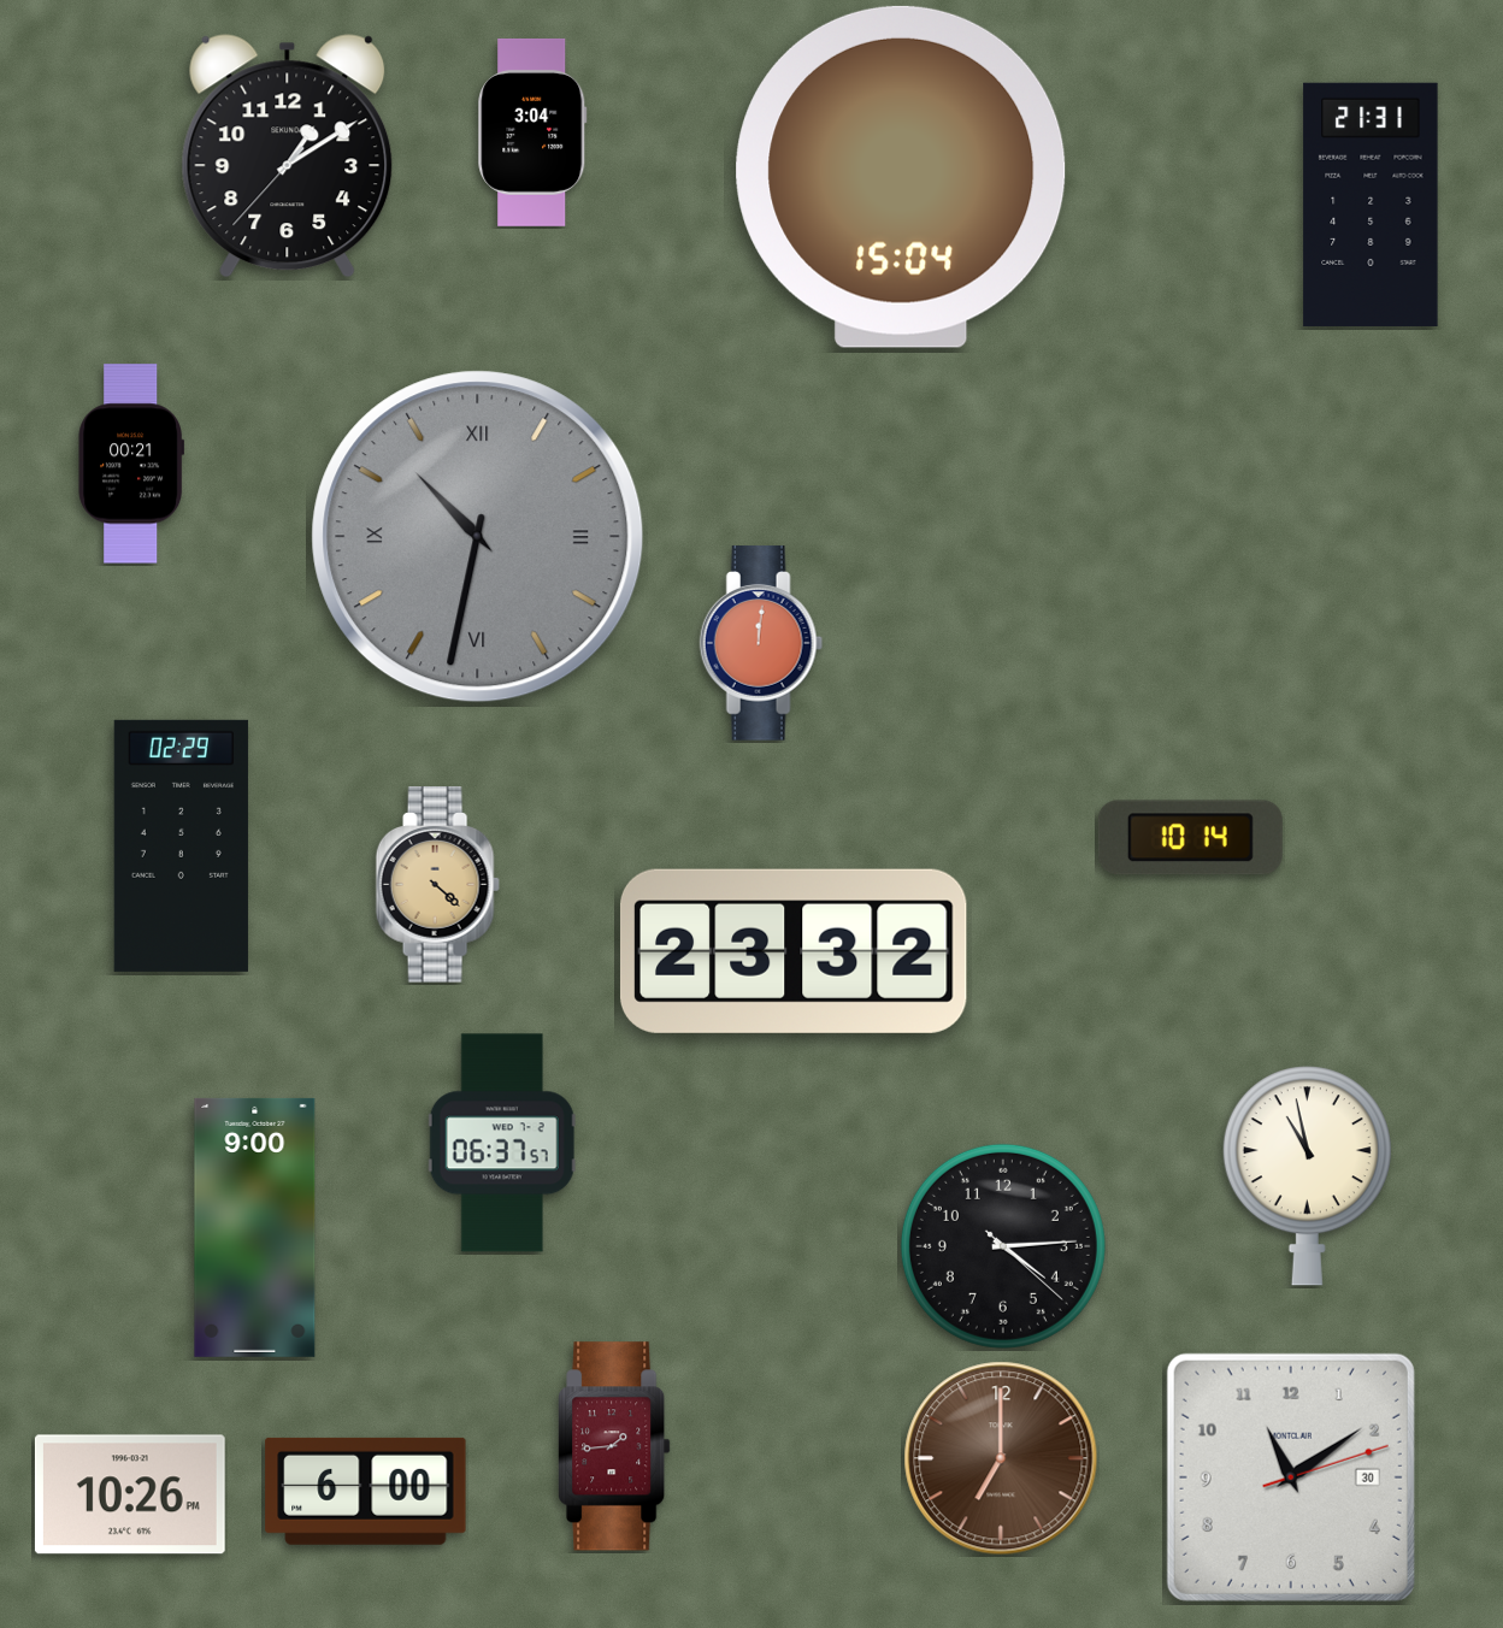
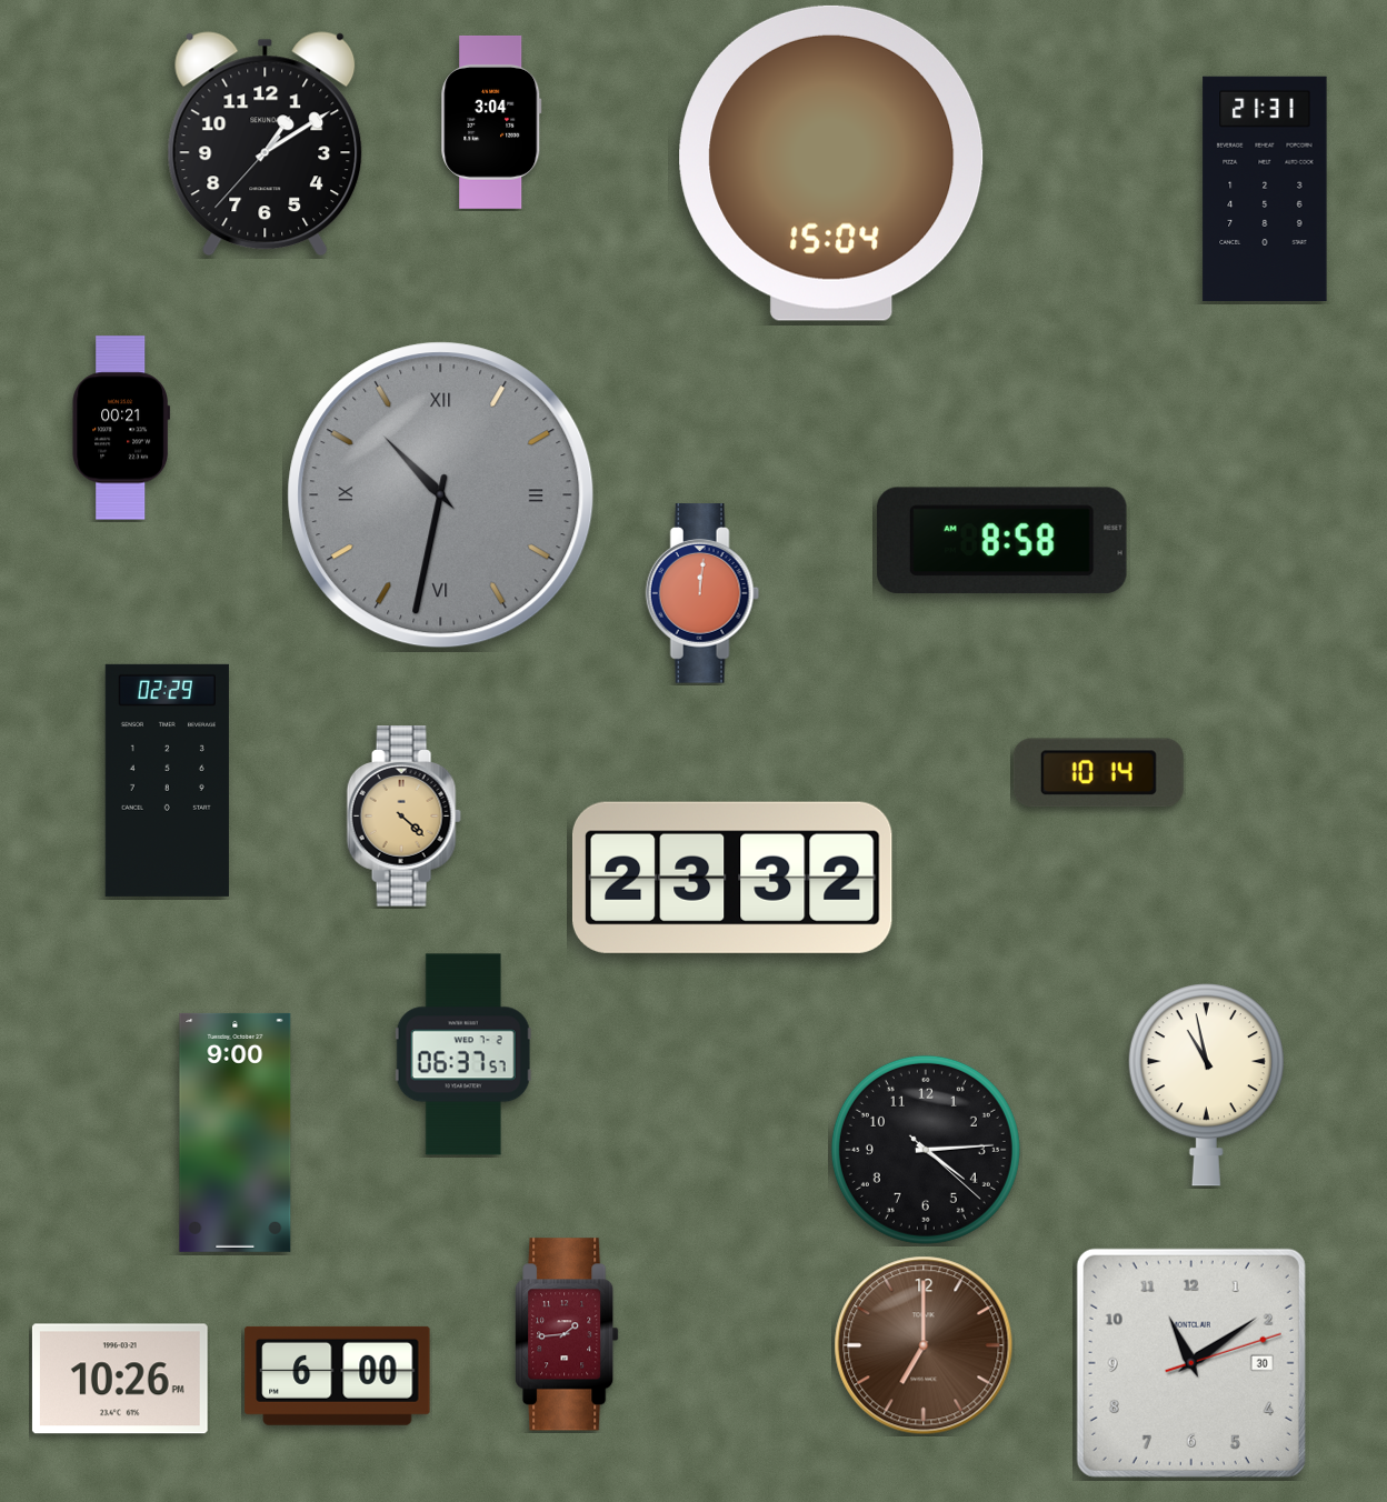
clock at (1001, 541): none -> 8:58
